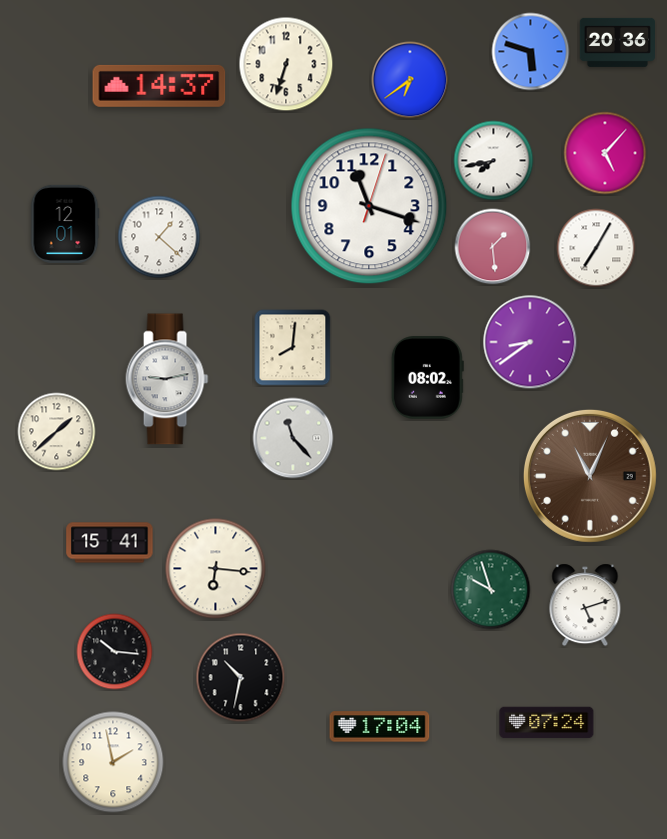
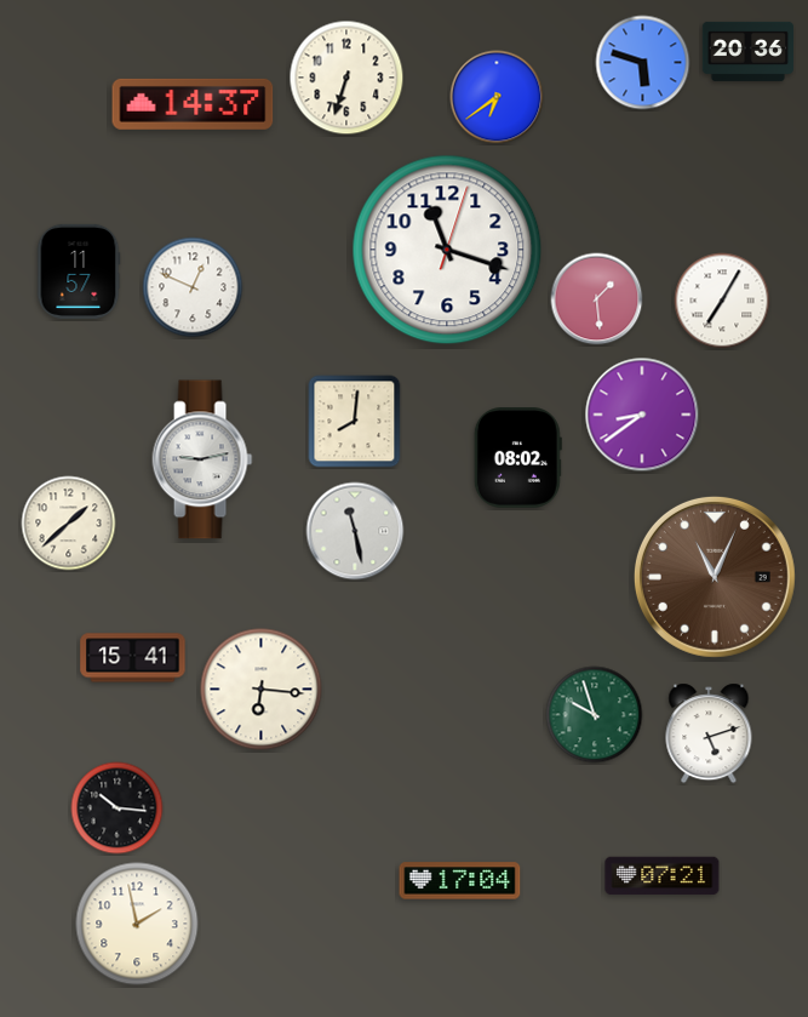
clock at (605, 153): 5:07 -> none
clock at (494, 161): 7:43 -> none
clock at (65, 224): 12:01 -> 11:57
clock at (159, 237): 1:22 -> 12:49
clock at (293, 438): 11:23 -> 11:28
clock at (115, 652) position: (115, 652) -> (118, 809)
clock at (241, 678): 10:32 -> none
clock at (547, 723): 07:24 -> 07:21
